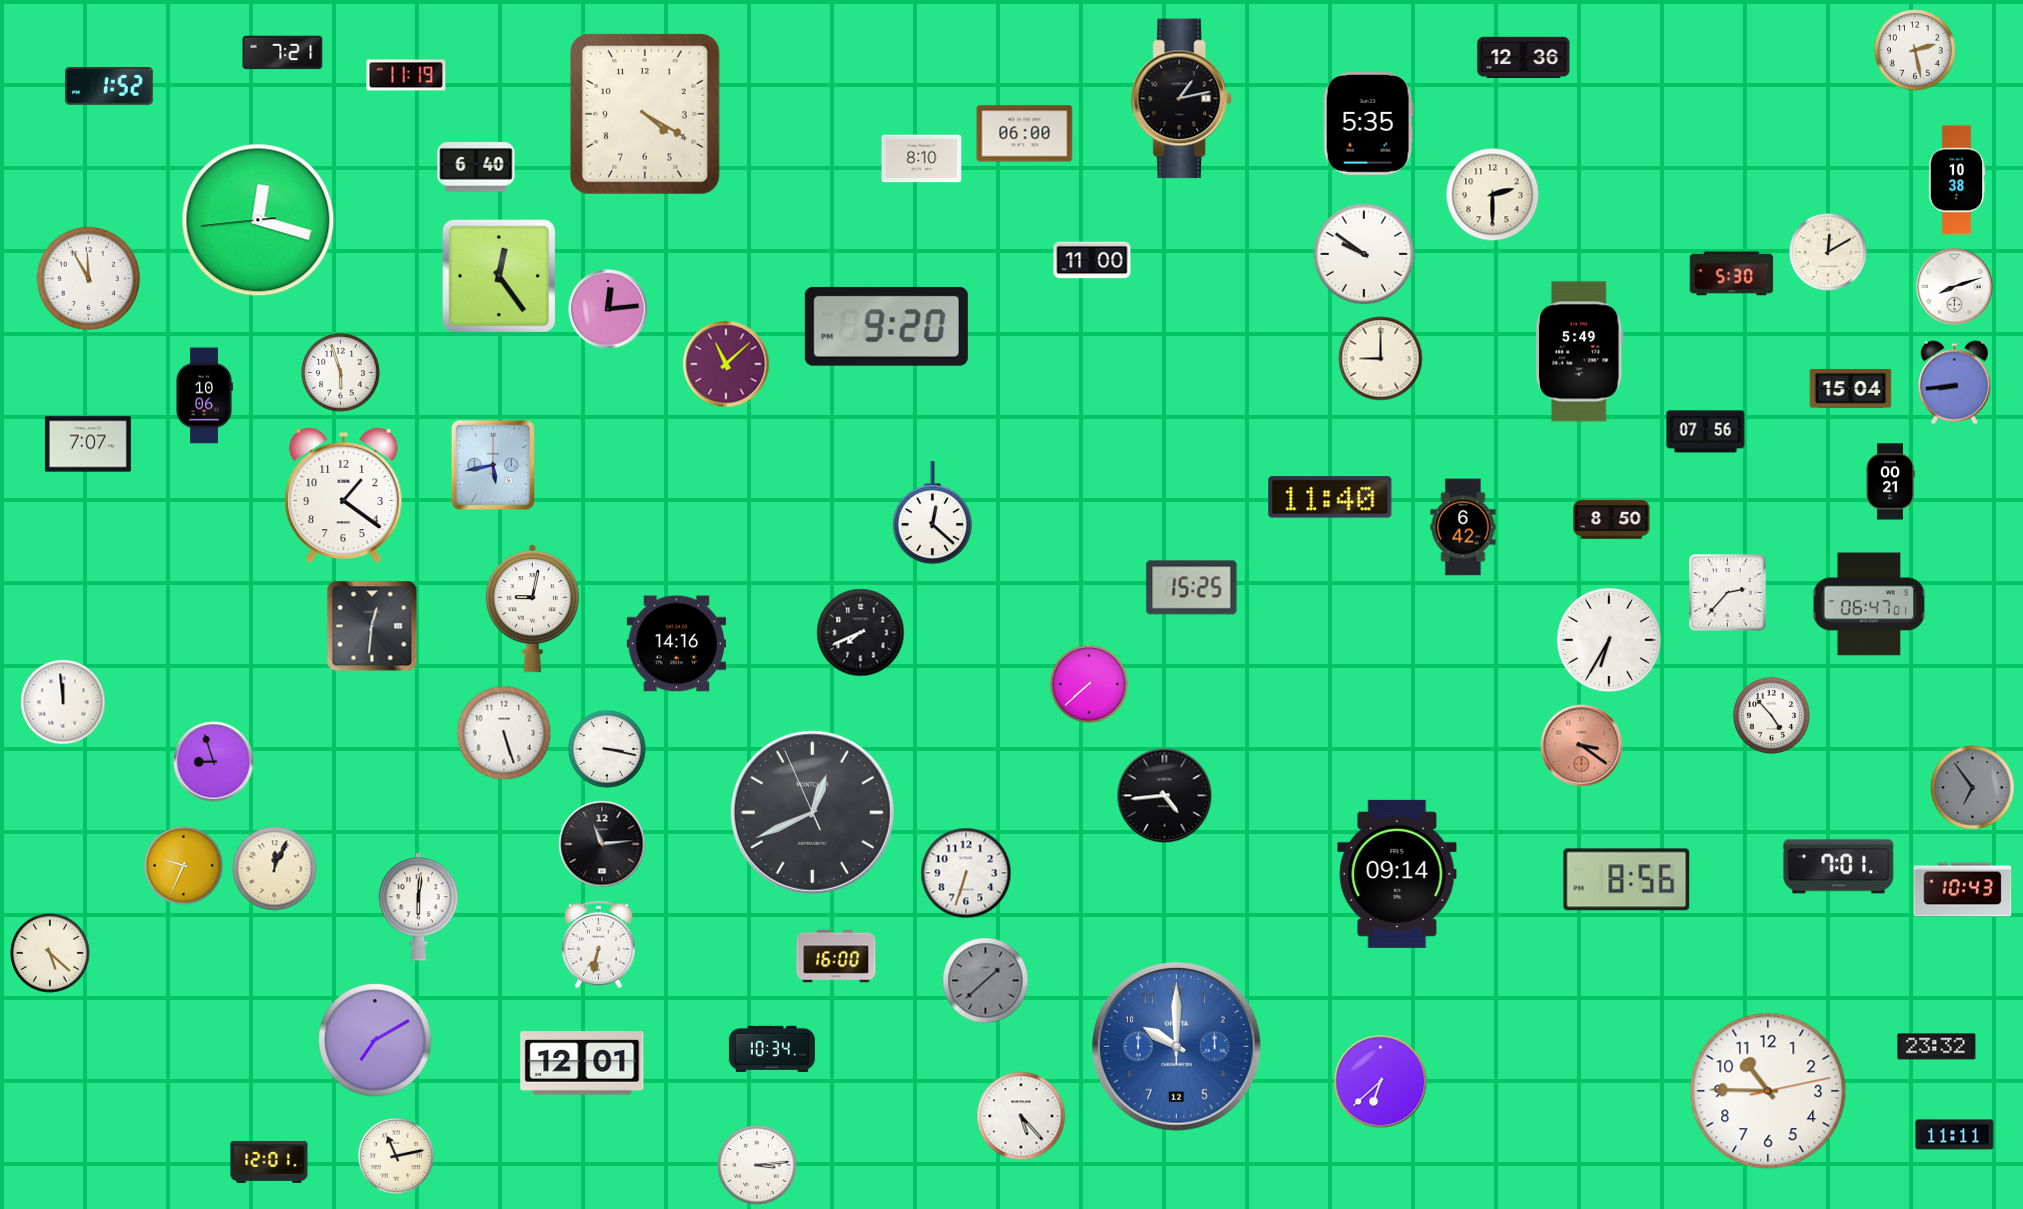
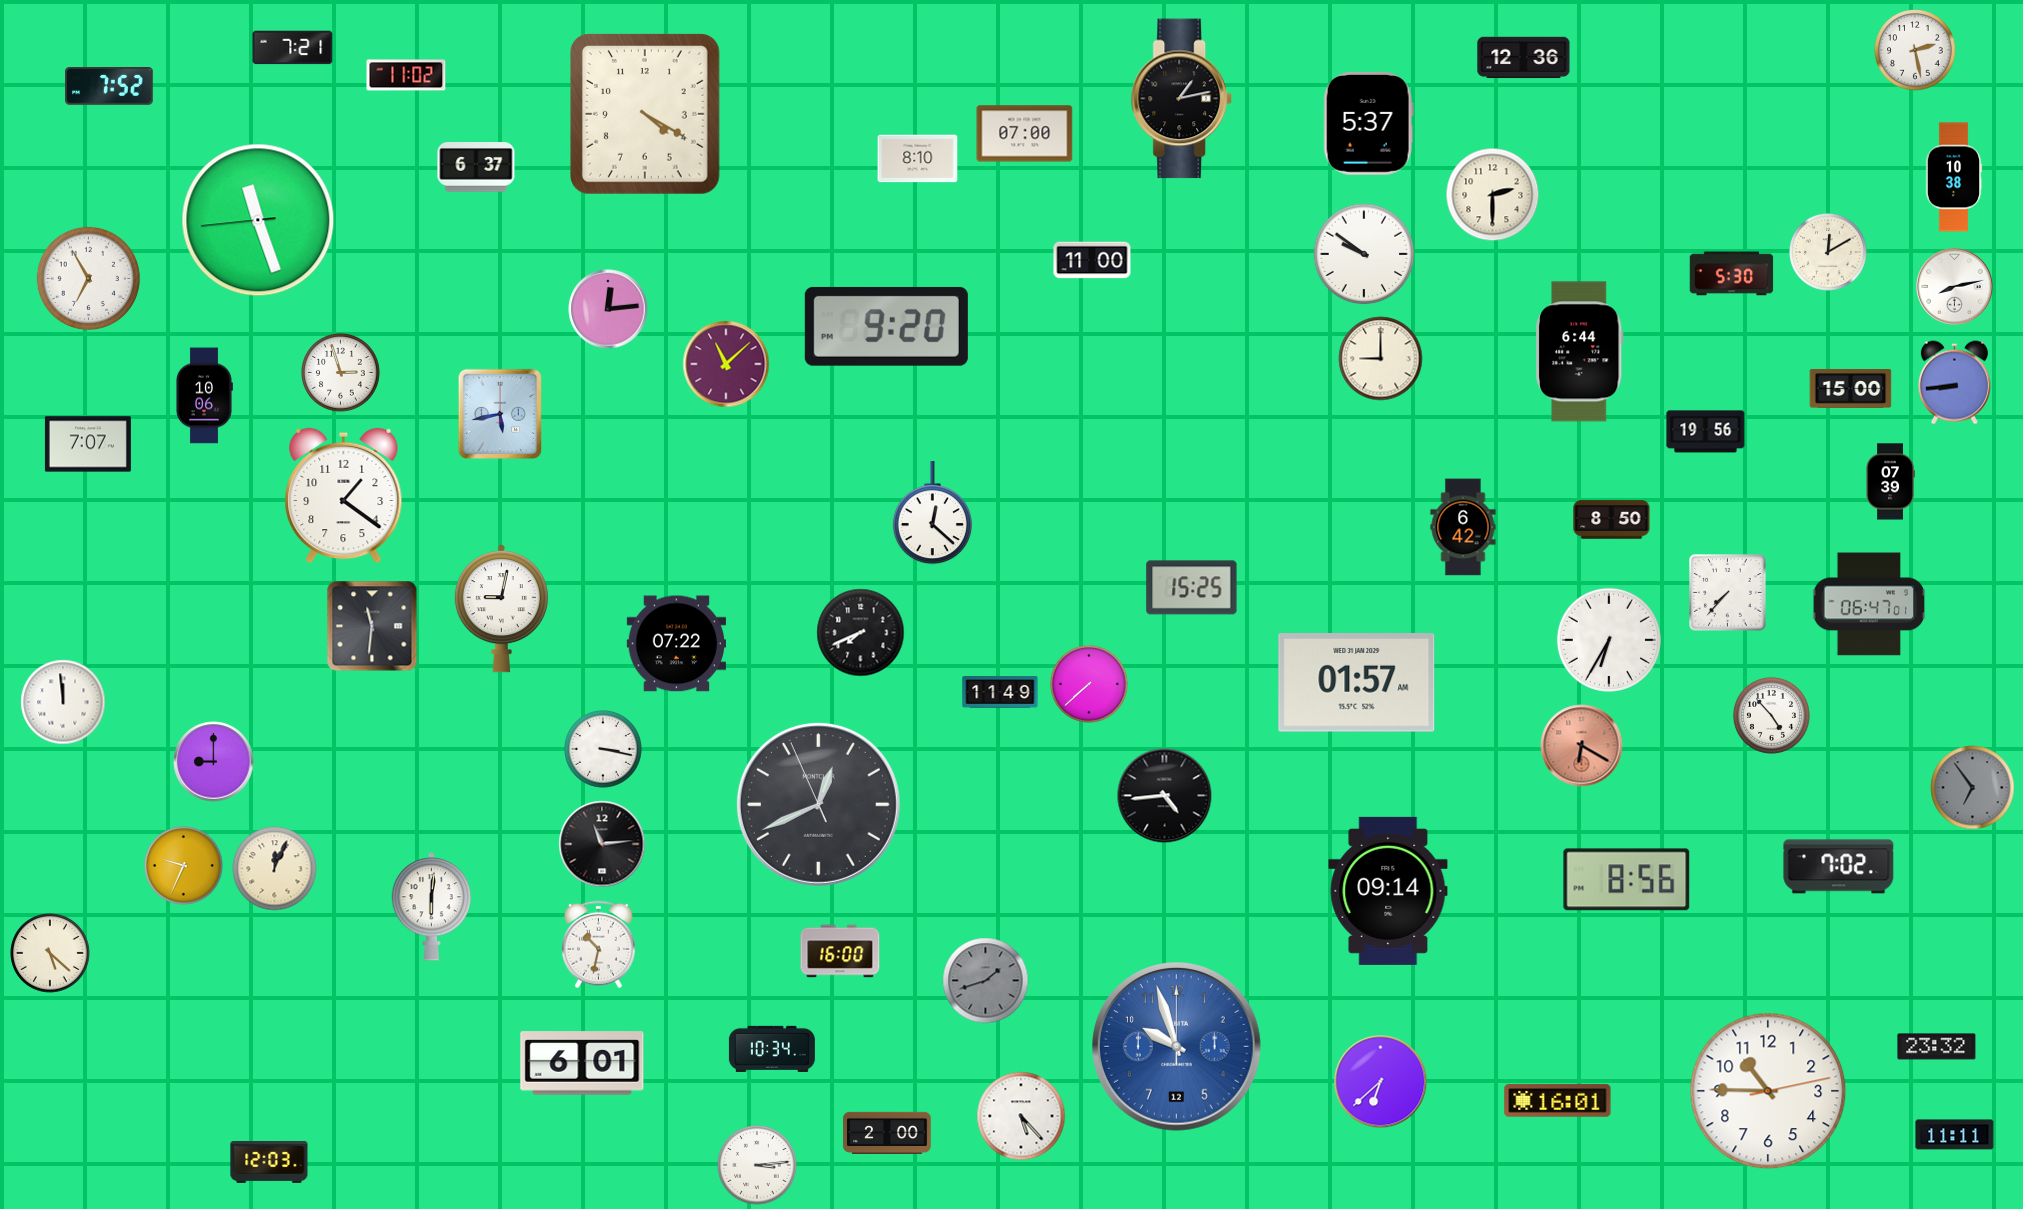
clock at (283, 53) position: (283, 53) -> (293, 48)
clock at (406, 75): 11:19 -> 11:02
clock at (109, 87): 1:52 -> 7:52
clock at (1368, 123): 5:35 -> 5:37
clock at (1025, 134): 06:00 -> 07:00
clock at (922, 159) position: (922, 159) -> (918, 159)
clock at (476, 167): 6:40 -> 6:37
clock at (1957, 180) position: (1957, 180) -> (1954, 177)
clock at (258, 220): 12:17 -> 11:26
clock at (499, 276): 12:24 -> none
clock at (88, 278): 11:55 -> 6:55
clock at (1955, 287): 8:12 -> 8:13
clock at (1580, 352): 5:49 -> 6:44
clock at (341, 373): 5:57 -> 2:57
clock at (1851, 388): 15:04 -> 15:00
clock at (1706, 432): 07:56 -> 19:56
clock at (492, 465) position: (492, 465) -> (499, 414)
clock at (1890, 482): 00:21 -> 07:39
clock at (1330, 497): 11:40 -> none
clock at (1728, 593): 2:37 -> 7:37
clock at (532, 609) position: (532, 609) -> (501, 609)
clock at (372, 626): 12:31 -> 11:31
clock at (677, 644): 14:16 -> 07:22
clock at (1357, 683): none -> 01:57
clock at (1000, 692): none -> 11:49
clock at (504, 733): 5:27 -> none
clock at (1582, 746): 3:21 -> 6:20
clock at (607, 749) position: (607, 749) -> (603, 749)
clock at (214, 762): 8:57 -> 9:00
clock at (812, 812) position: (812, 812) -> (818, 804)
clock at (1839, 867): 7:01 -> 7:02
clock at (966, 873): 6:33 -> none
clock at (1397, 874) position: (1397, 874) -> (1388, 891)
clock at (1963, 890): 10:43 -> none
clock at (419, 907) position: (419, 907) -> (432, 907)
clock at (599, 945): 6:32 -> 10:32
clock at (836, 956) position: (836, 956) -> (840, 951)
clock at (986, 981): 1:38 -> 1:42
clock at (375, 1040): 7:10 -> none
clock at (1177, 1047): 10:00 -> 9:57
clock at (582, 1063): 12:01 -> 6:01
clock at (1558, 1101): none -> 16:01
clock at (887, 1132): none -> 2:00
clock at (396, 1156): 11:13 -> none
clock at (269, 1162): 12:01 -> 12:03
